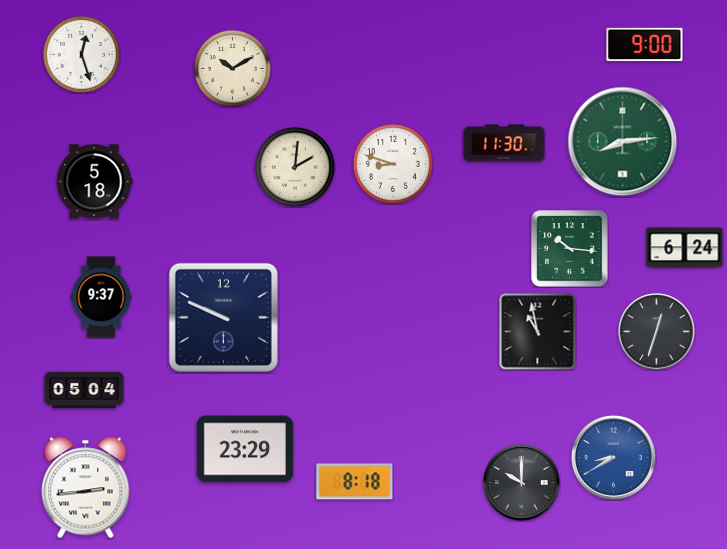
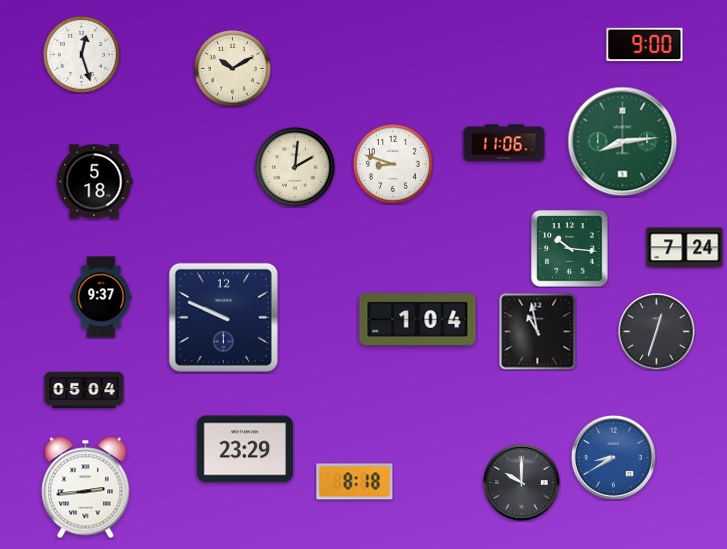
clock at (504, 143): 11:30 -> 11:06
clock at (685, 248): 6:24 -> 7:24
clock at (418, 320): none -> 1:04
